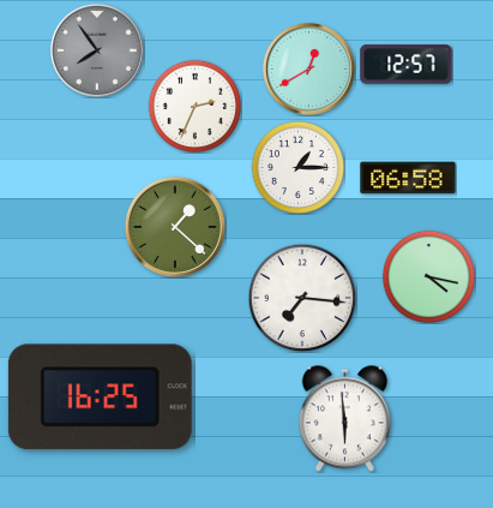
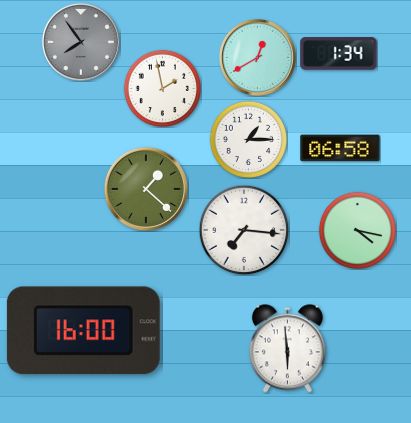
clock at (407, 65): 12:57 -> 1:34
clock at (194, 106): 2:34 -> 1:58
clock at (302, 298) position: (302, 298) -> (244, 230)
clock at (100, 398): 16:25 -> 16:00
